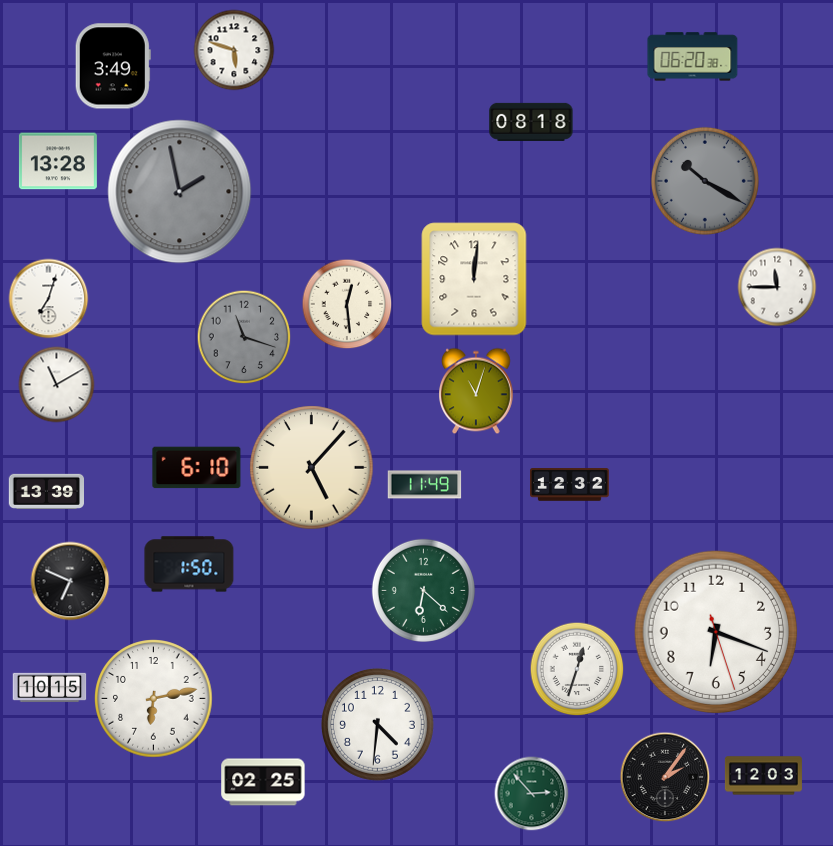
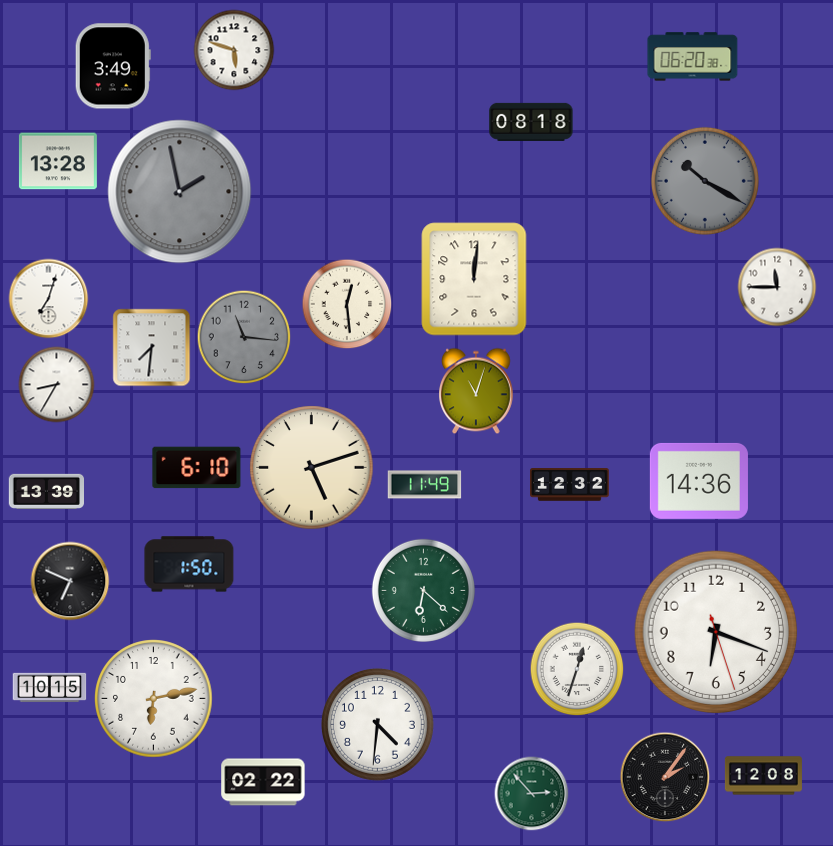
clock at (244, 337): 11:18 -> 11:16
clock at (152, 348): none -> 7:31
clock at (57, 385): 11:10 -> 8:35
clock at (312, 468): 5:07 -> 5:12
clock at (699, 481): none -> 14:36
clock at (763, 776): 12:03 -> 12:08
clock at (263, 782): 02:25 -> 02:22
